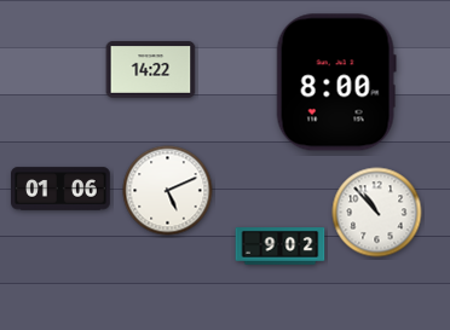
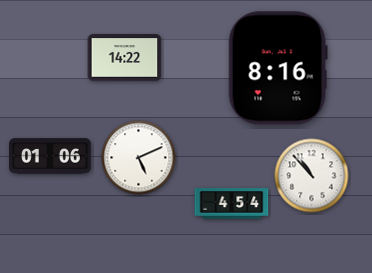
clock at (336, 82): 8:00 -> 8:16
clock at (281, 247): 9:02 -> 4:54
